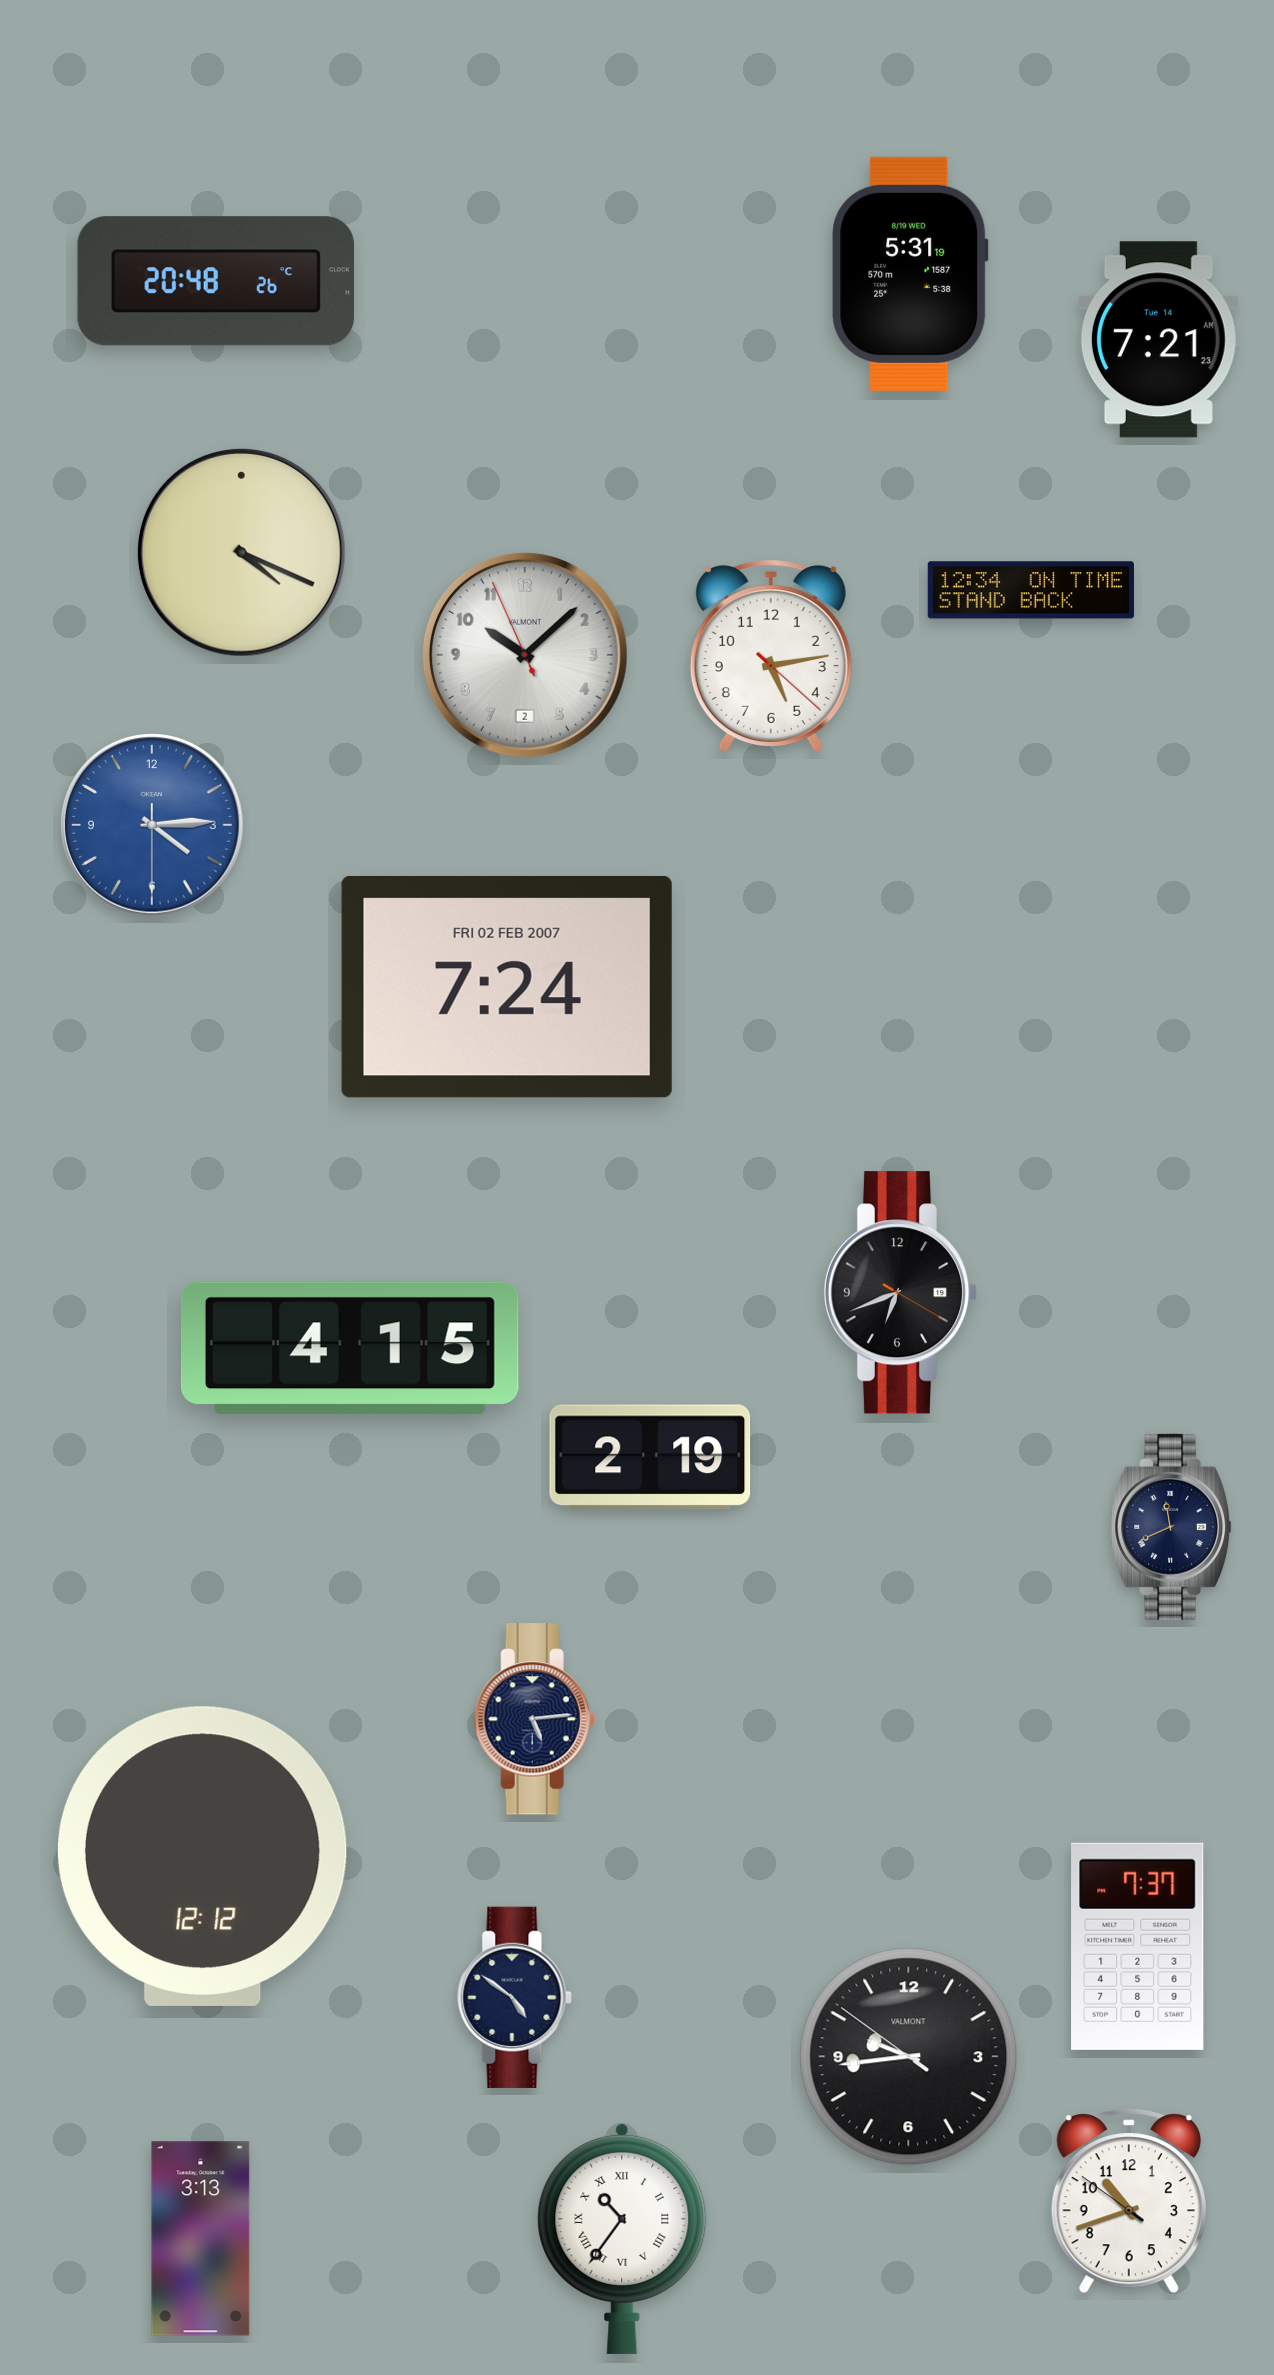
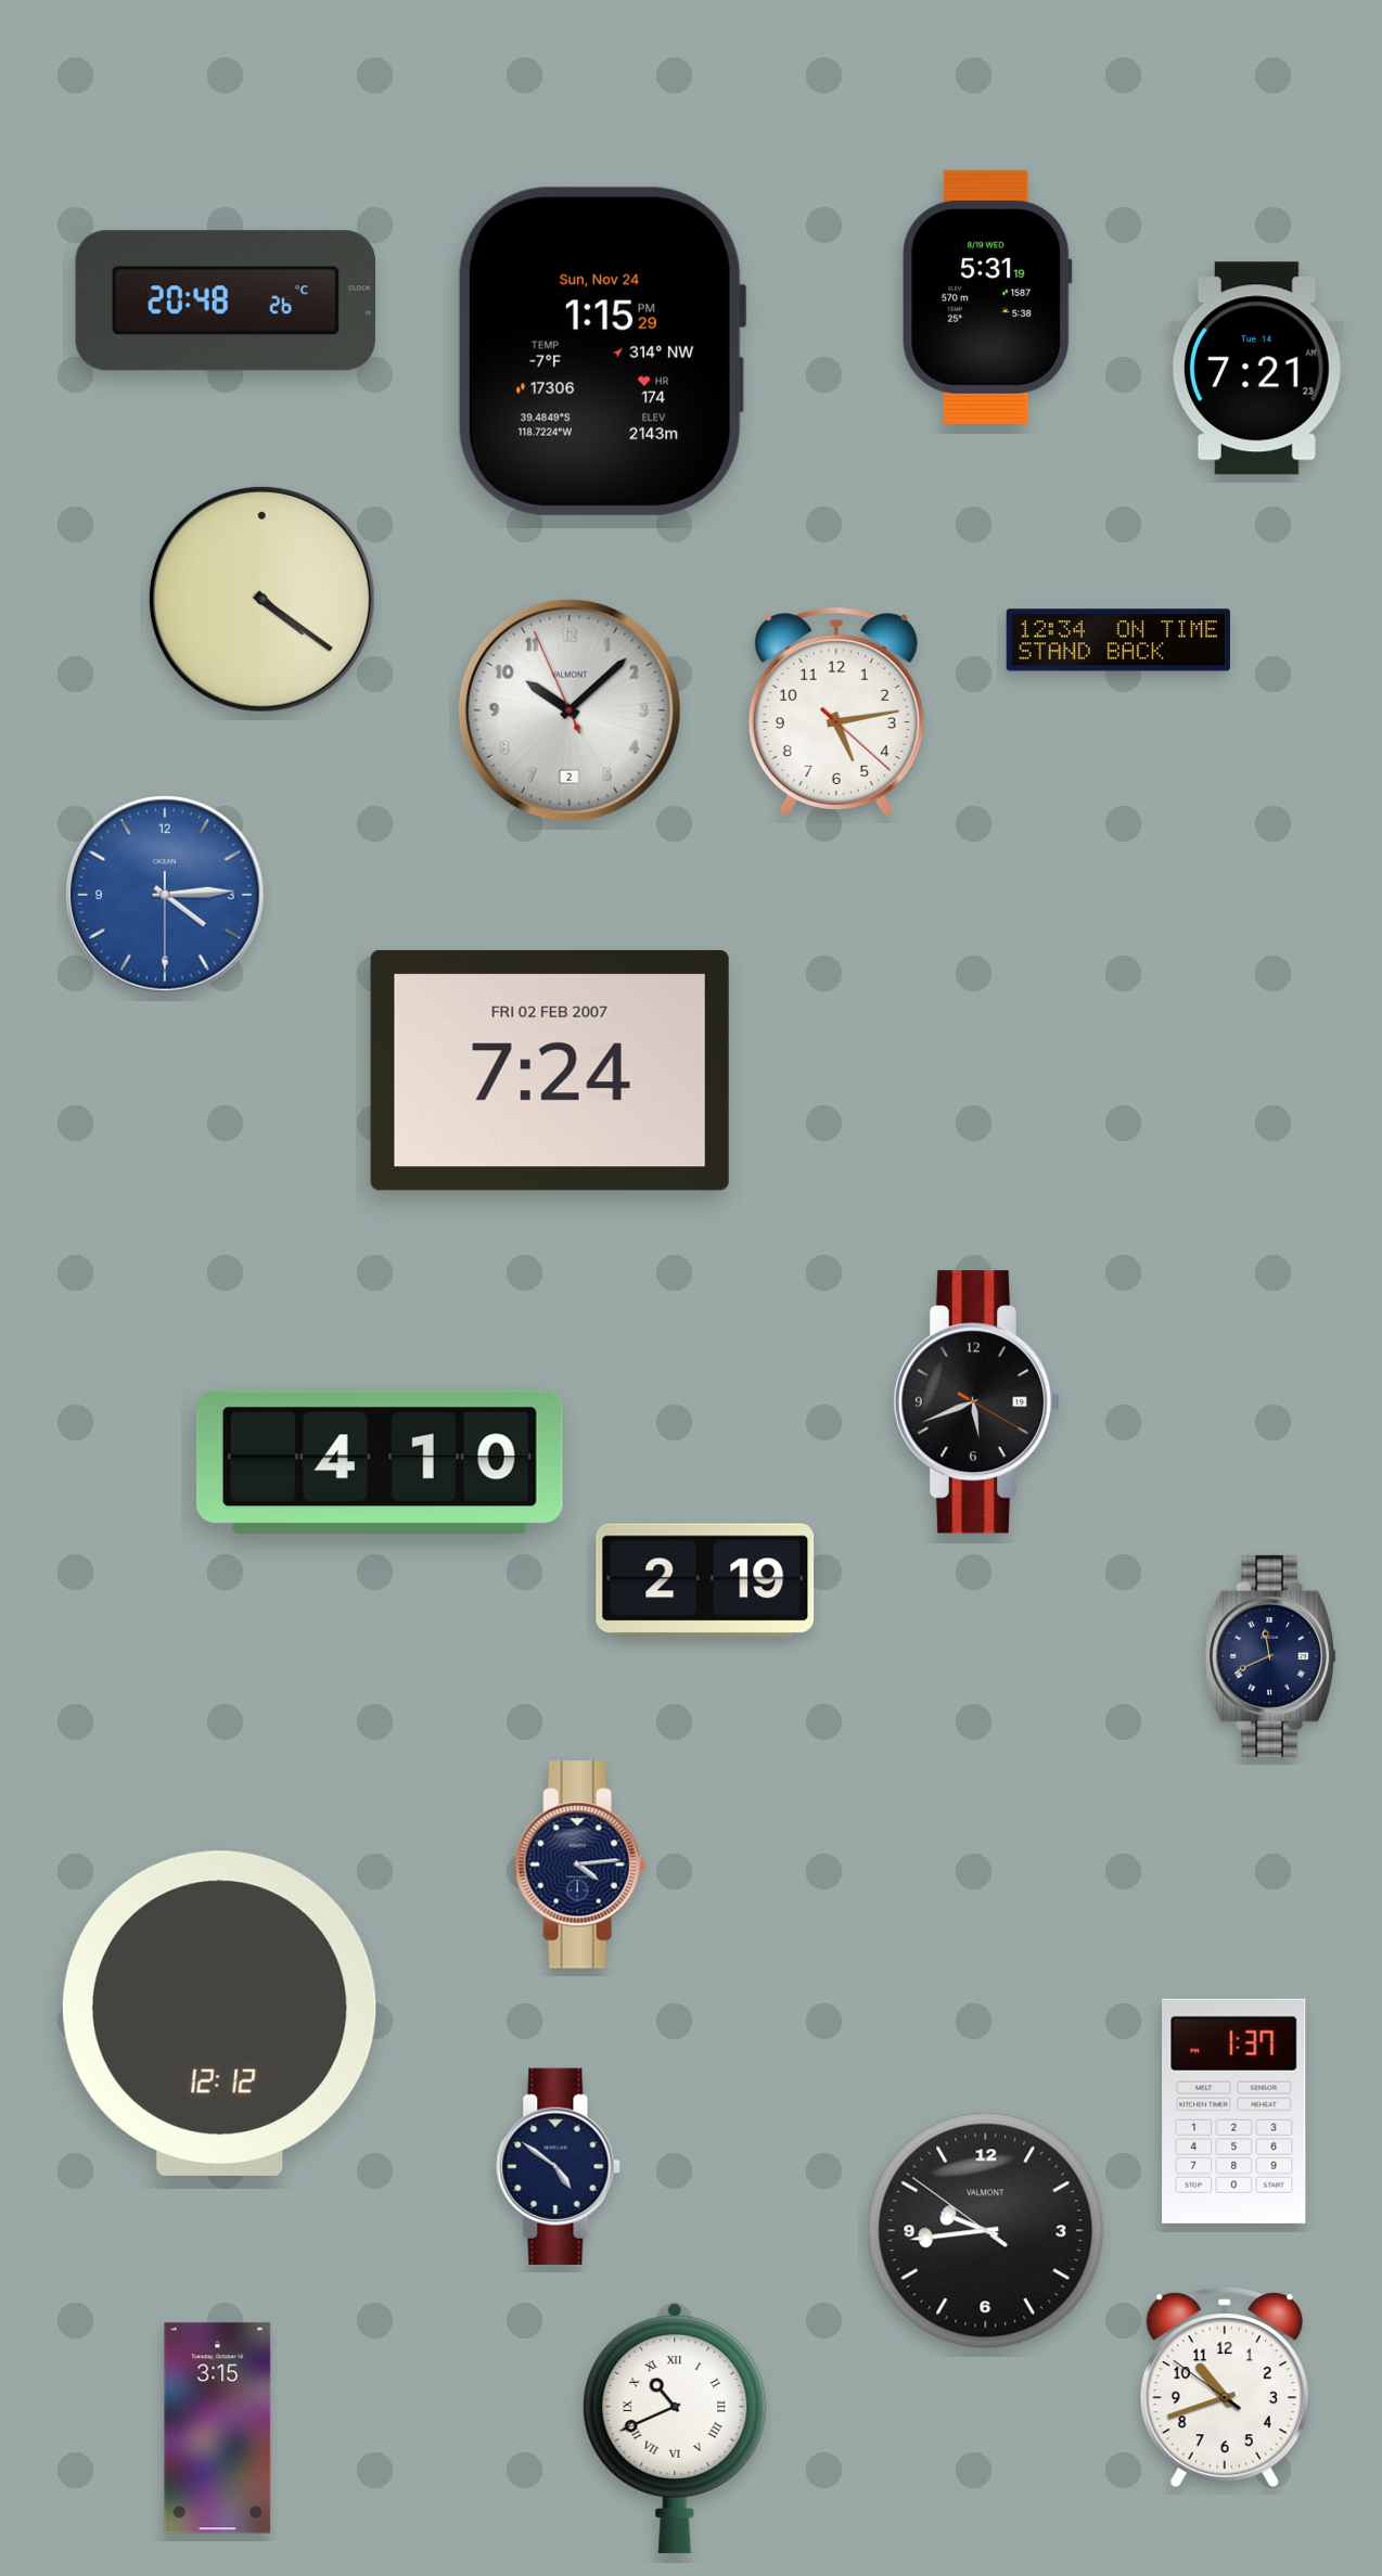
clock at (215, 281) position: (215, 281) -> (225, 300)
clock at (602, 351): none -> 1:15
clock at (241, 552): 4:19 -> 4:21
clock at (901, 1293): 6:41 -> 5:41
clock at (350, 1347): 4:15 -> 4:10
clock at (535, 1719): 5:14 -> 4:14
clock at (1138, 1946): 7:37 -> 1:37
clock at (622, 2238): 10:36 -> 10:41
clock at (201, 2239): 3:13 -> 3:15
